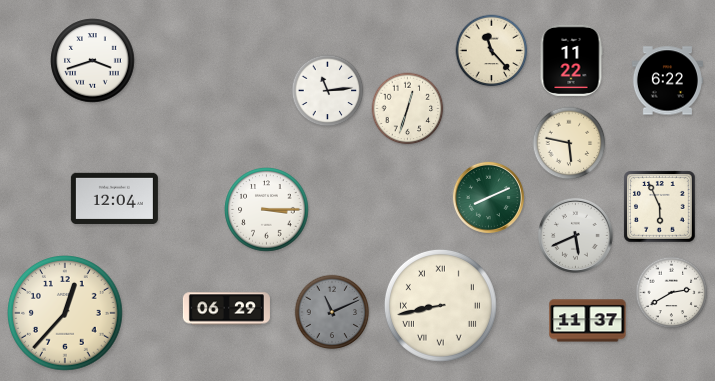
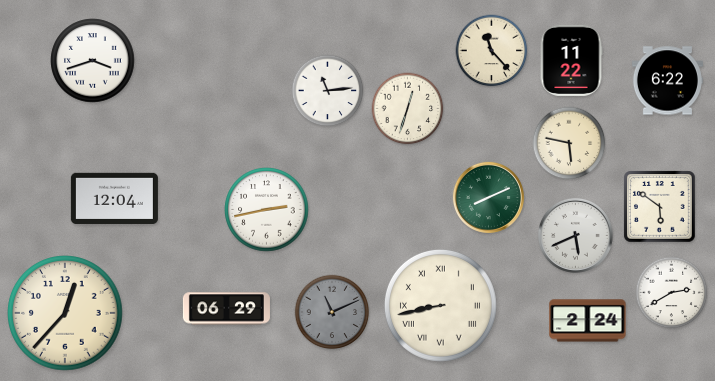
clock at (660, 207): 5:56 -> 5:51
clock at (267, 210): 3:15 -> 2:43
clock at (588, 321): 11:37 -> 2:24
